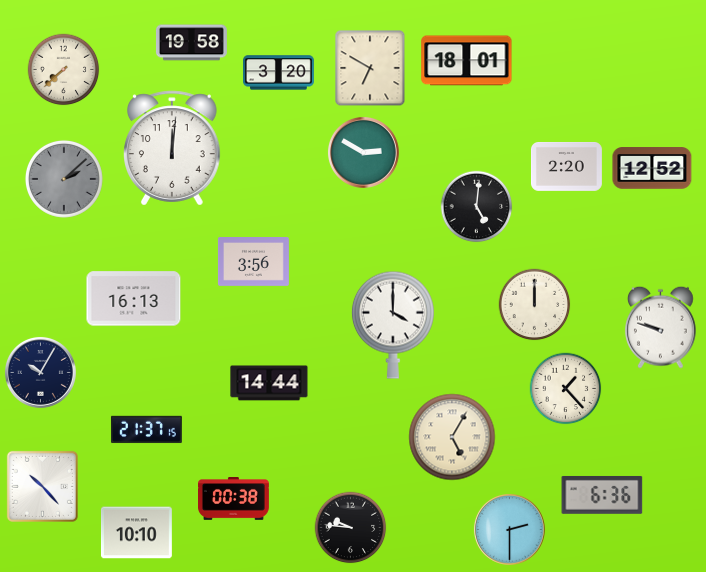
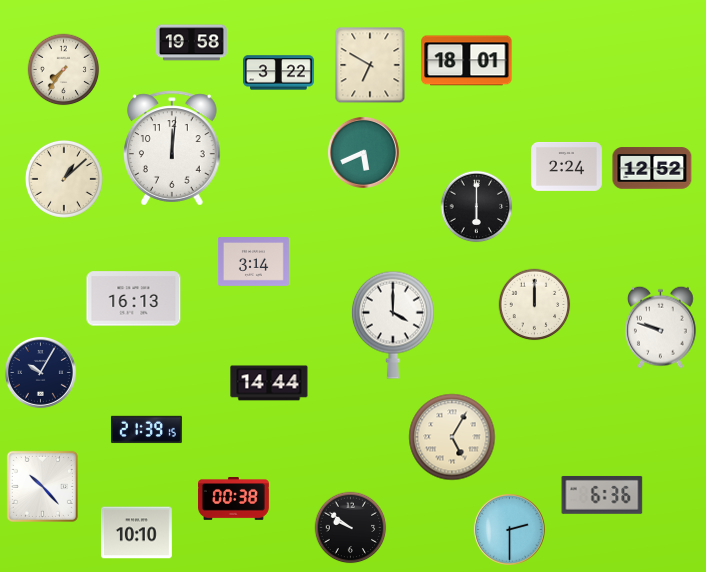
clock at (370, 68) position: (370, 68) -> (370, 65)
clock at (64, 70): 7:38 -> 7:36
clock at (279, 73): 3:20 -> 3:22
clock at (363, 152): 2:50 -> 5:41
clock at (566, 167): 2:20 -> 2:24
clock at (64, 179): 2:08 -> 1:08
clock at (64, 179) dial: grey -> cream
clock at (477, 207): 5:01 -> 6:00
clock at (254, 262): 3:56 -> 3:14
clock at (566, 389): 1:23 -> none
clock at (146, 430): 21:37 -> 21:39
clock at (351, 528): 9:46 -> 9:51
